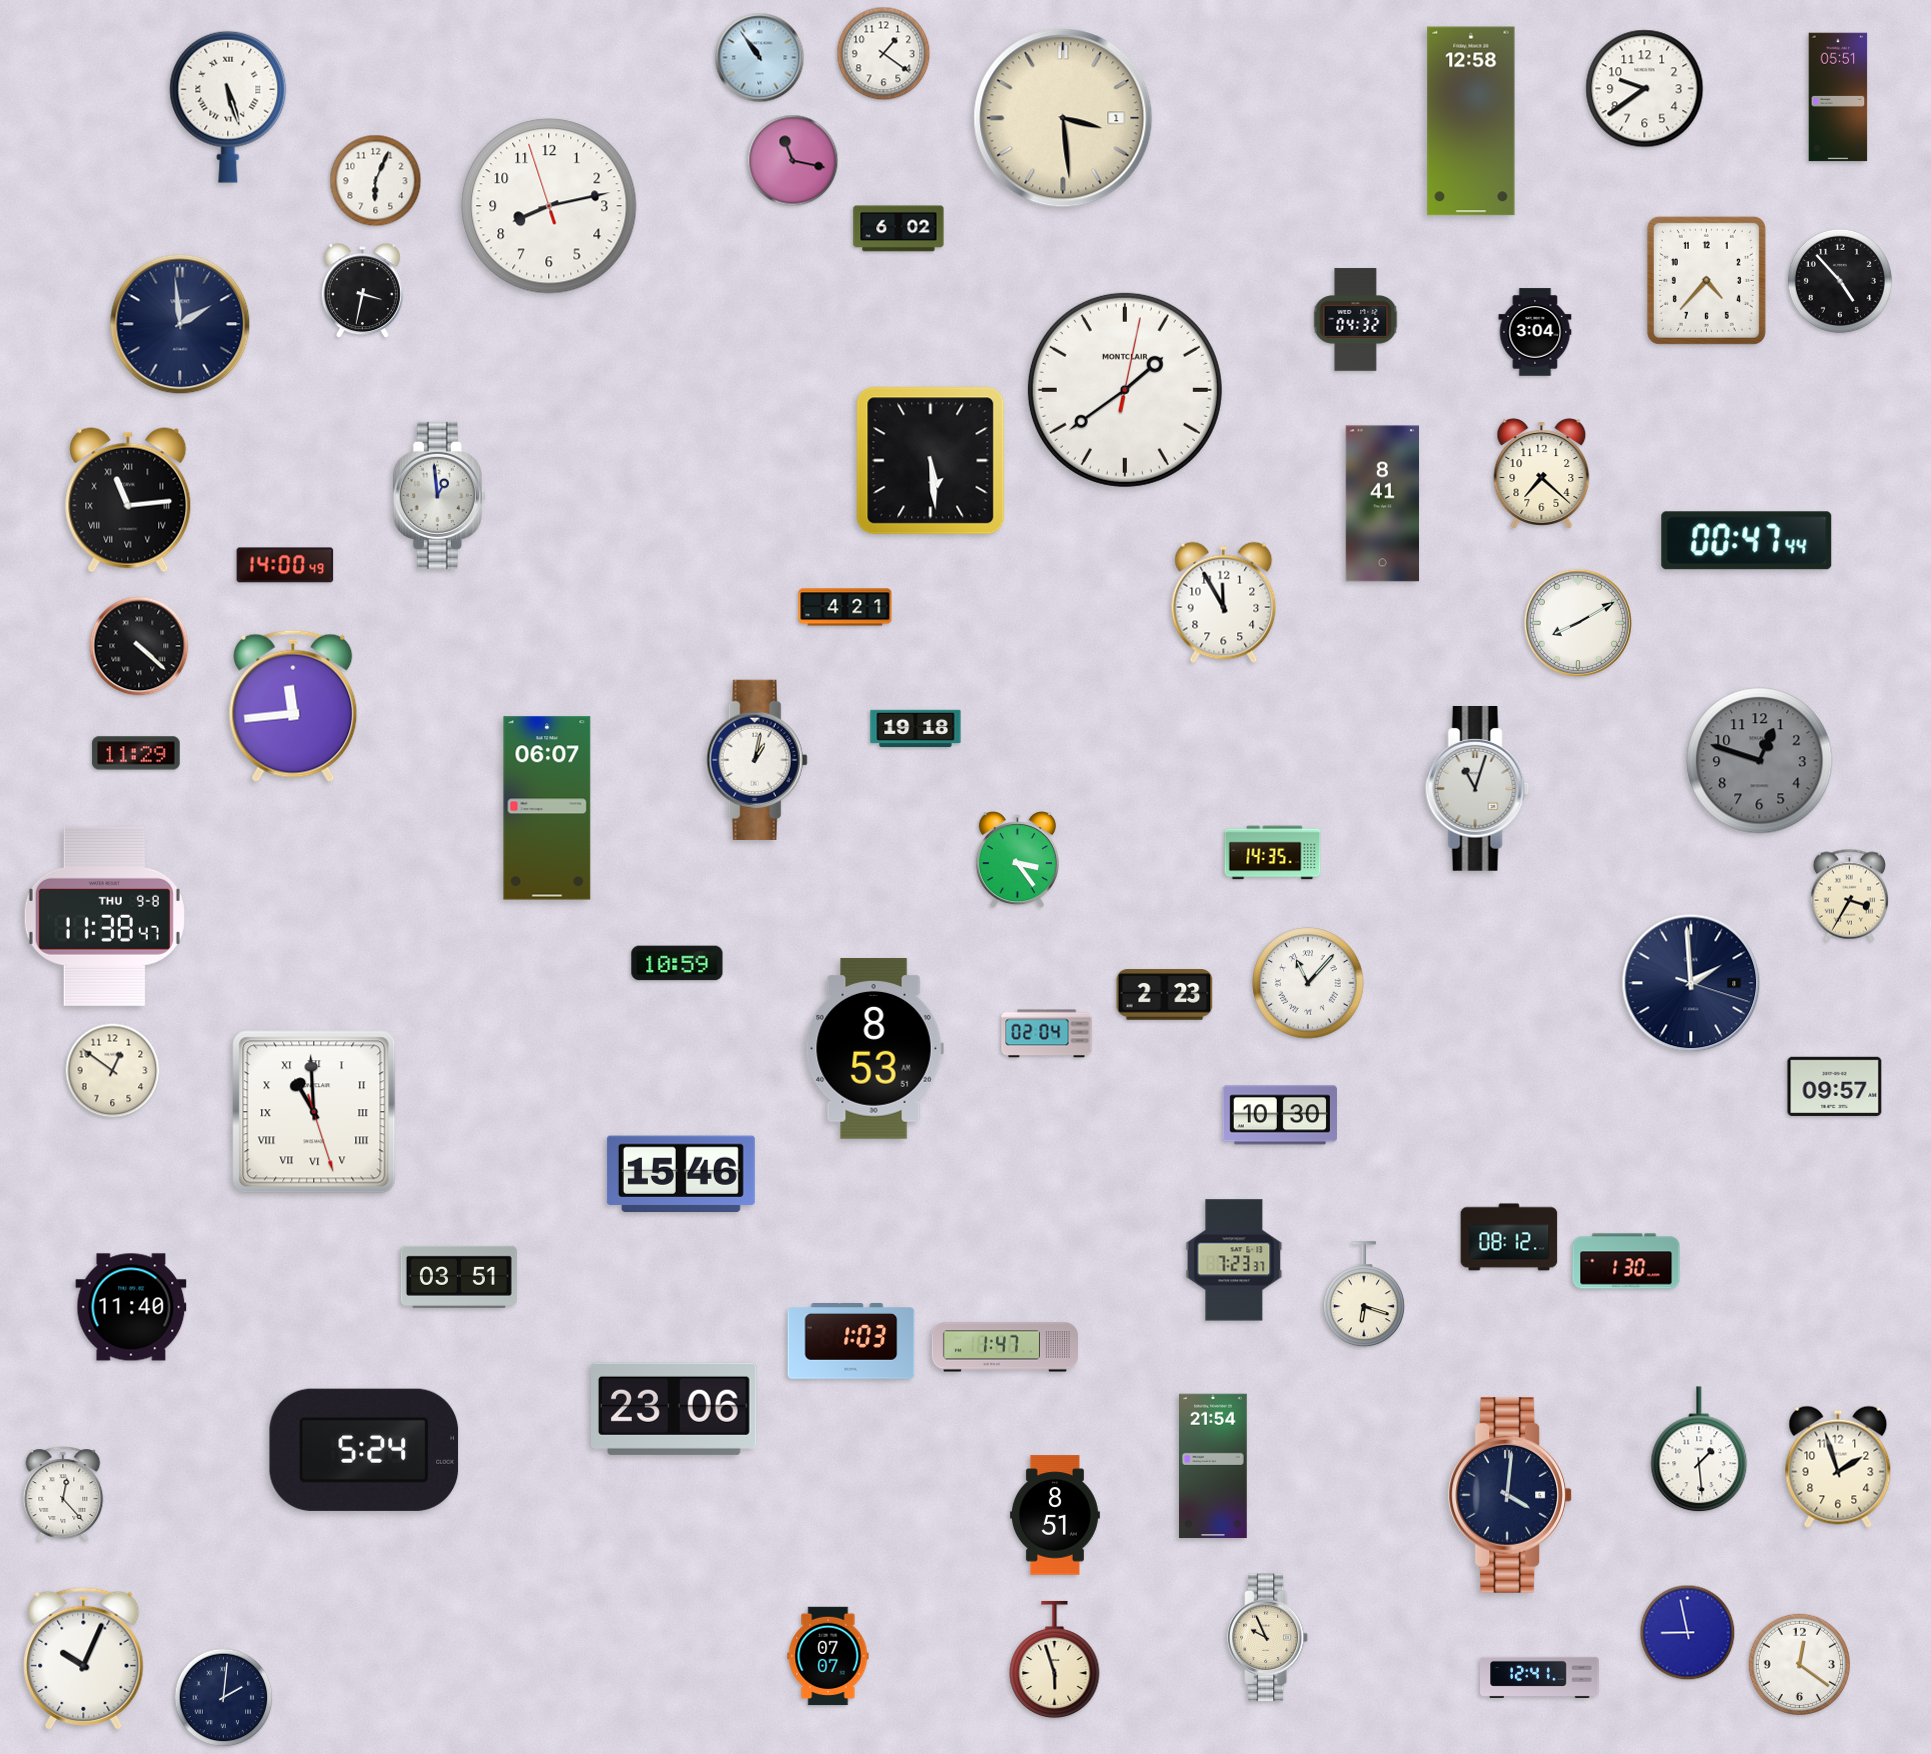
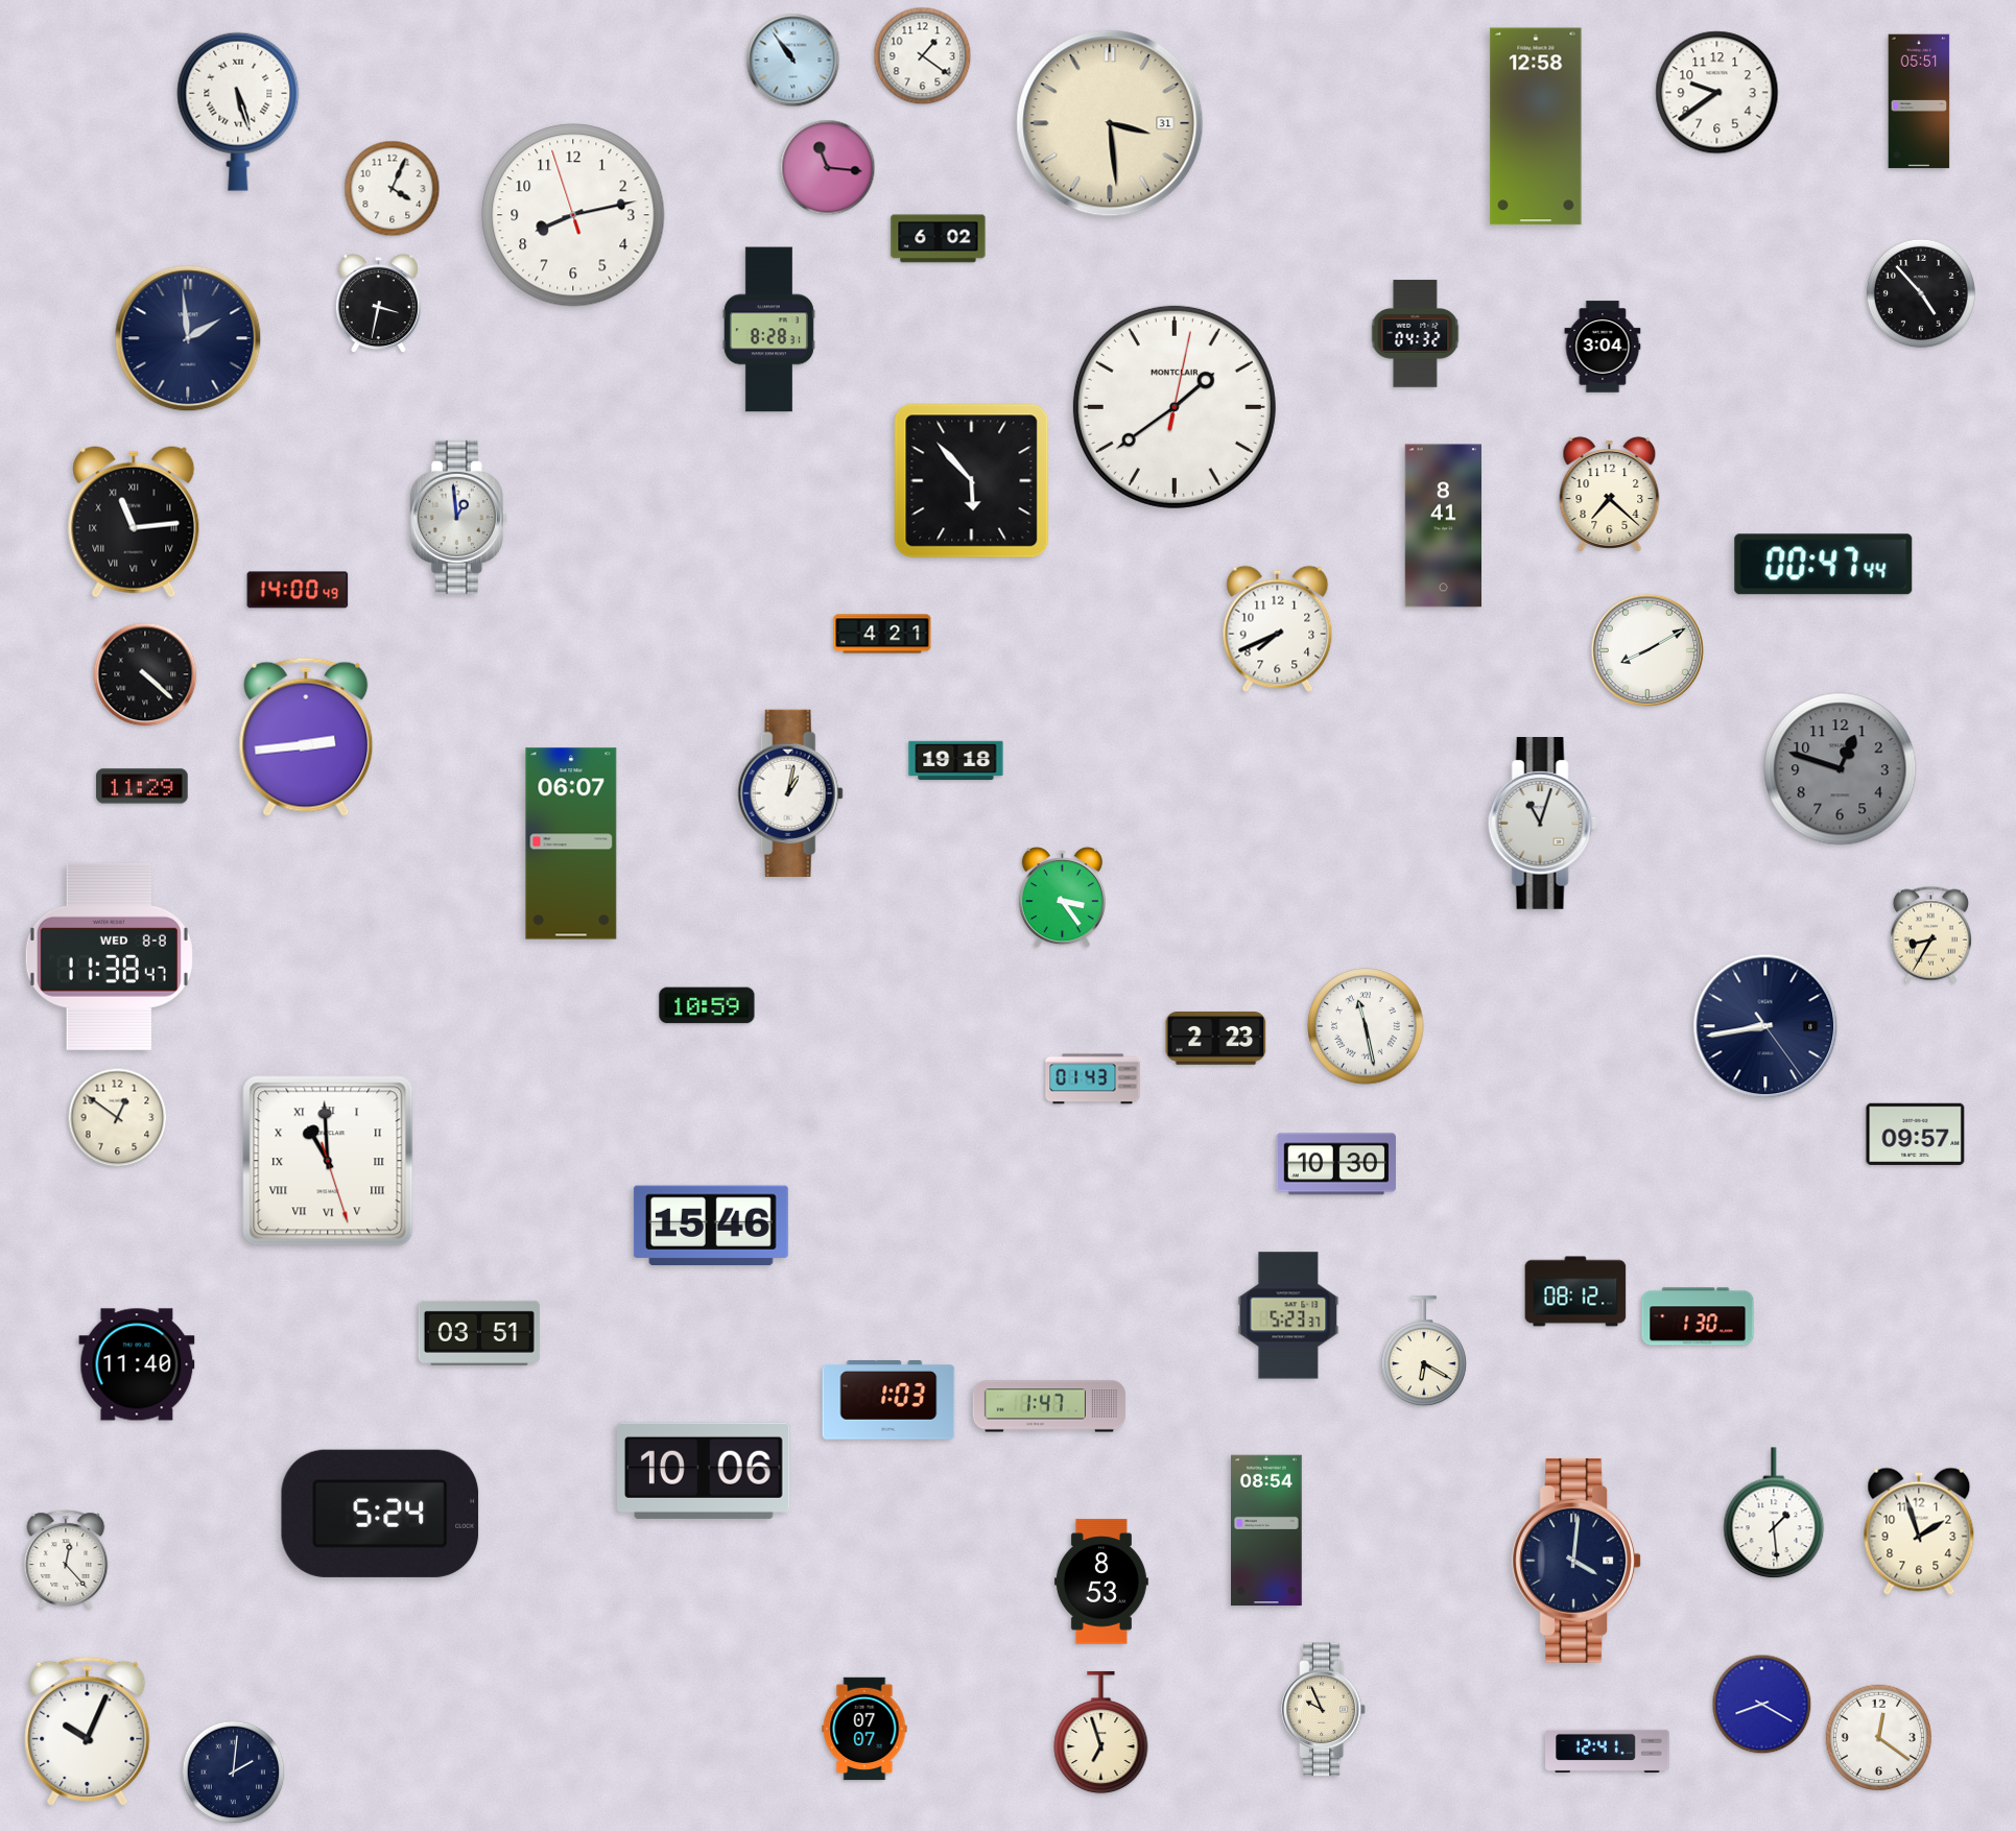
clock at (1063, 118) date: 1 -> 31
clock at (793, 161): 11:17 -> 11:16
clock at (376, 181): 6:04 -> 4:04
clock at (1706, 280): 4:37 -> none
clock at (768, 330): none -> 8:28
clock at (931, 461): 5:29 -> 5:53
clock at (1224, 603): 11:55 -> 7:41
clock at (293, 706): 11:44 -> 2:44
clock at (1760, 761) position: (1760, 761) -> (1841, 769)
clock at (1273, 853): 14:35 -> none
clock at (1849, 895): 3:35 -> 8:35
clock at (104, 916) date: THU 9-8 -> WED 8-8
clock at (1308, 983): 11:07 -> 11:28
clock at (1691, 983): 1:59 -> 8:43
clock at (1047, 1034): 02:04 -> 01:43
clock at (874, 1049): 8:53 -> none
clock at (1234, 1260): 7:23 -> 5:23
clock at (1364, 1295): 6:18 -> 6:20
clock at (675, 1409): 23:06 -> 10:06
clock at (1214, 1466): 21:54 -> 08:54
clock at (1055, 1515): 8:51 -> 8:53
clock at (1688, 1633): 8:58 -> 8:20
clock at (1055, 1660): 5:57 -> 6:57
